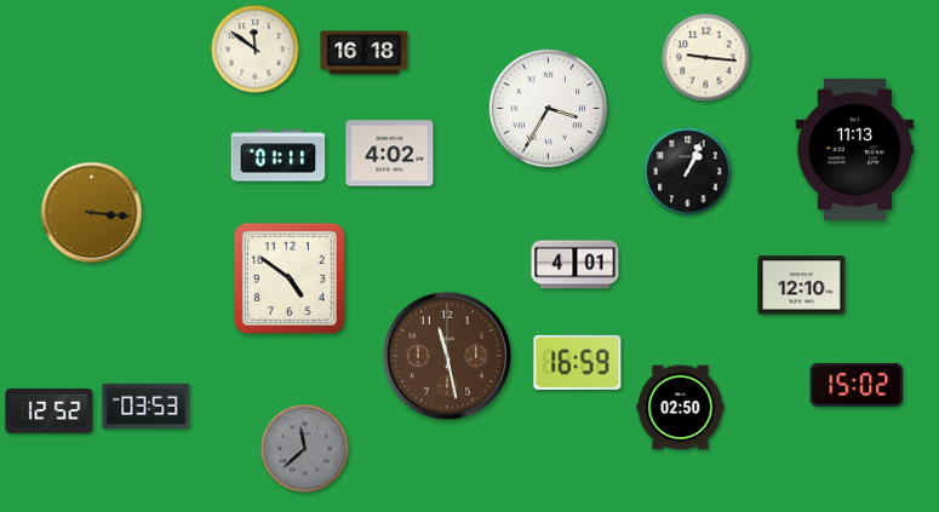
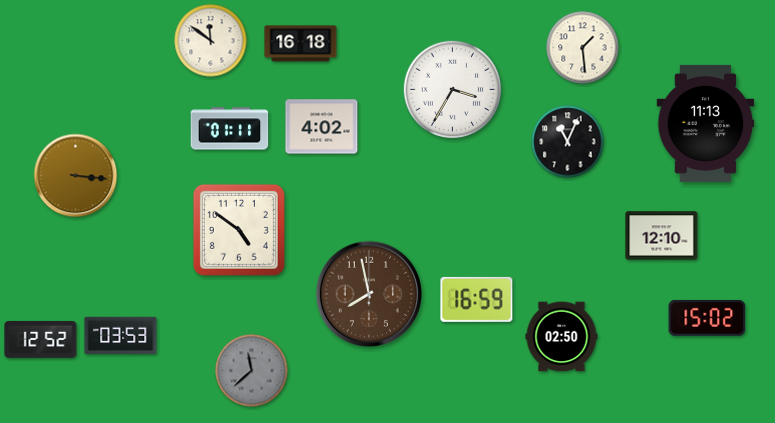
clock at (706, 58): 9:16 -> 1:29
clock at (688, 172): 1:04 -> 11:04
clock at (576, 265): 4:01 -> none
clock at (446, 355): 11:28 -> 7:58
